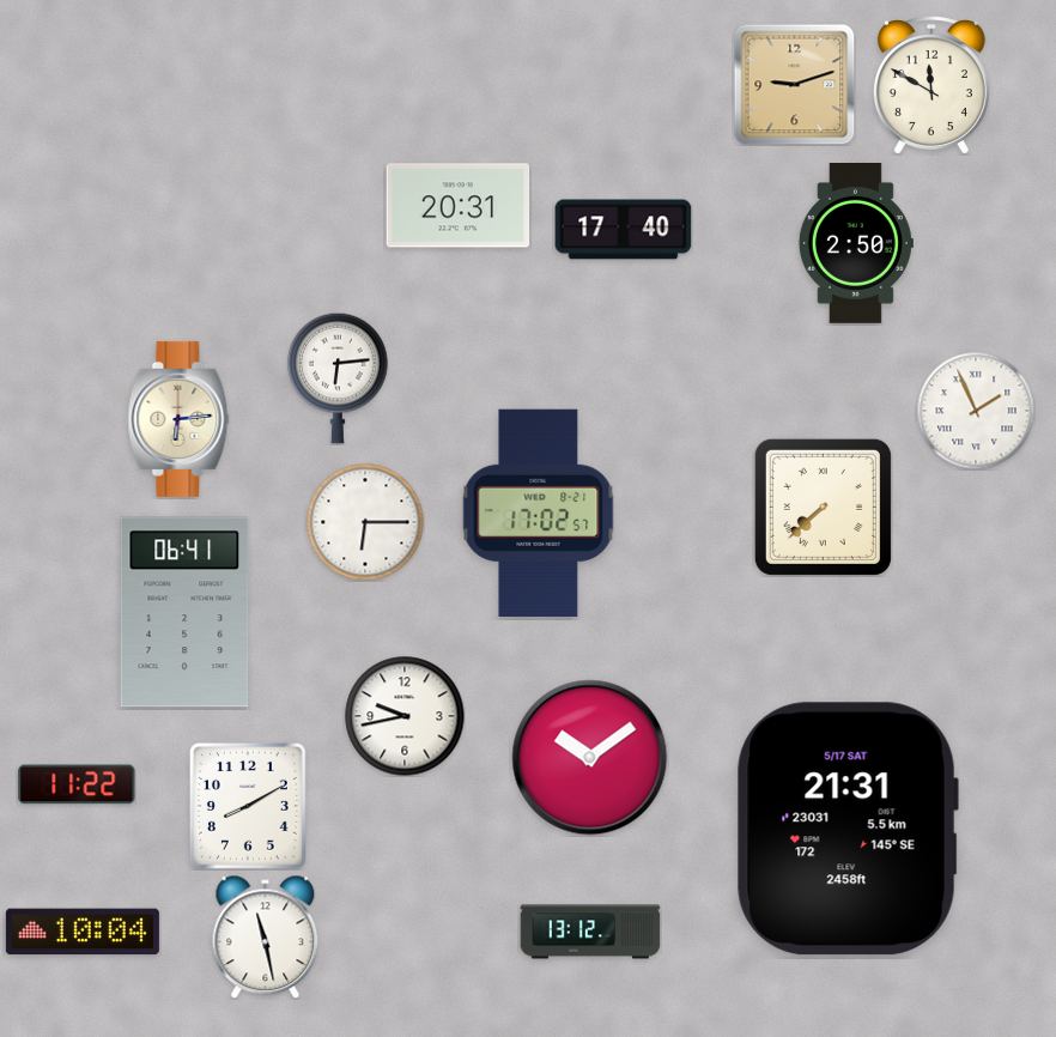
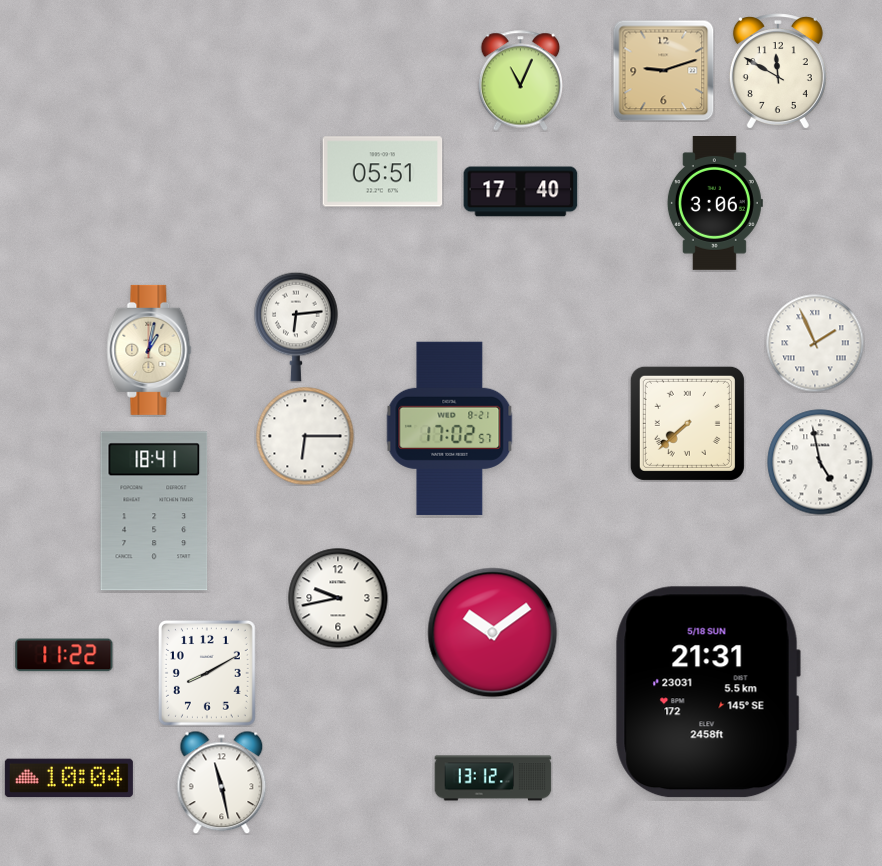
clock at (521, 81): none -> 11:04
clock at (459, 206): 20:31 -> 05:51
clock at (856, 244): 2:50 -> 3:06
clock at (338, 378) position: (338, 378) -> (296, 327)
clock at (178, 419): 6:14 -> 1:02
clock at (820, 462): none -> 4:58
clock at (184, 612): 06:41 -> 18:41
clock at (848, 829) date: 5/17 SAT -> 5/18 SUN
